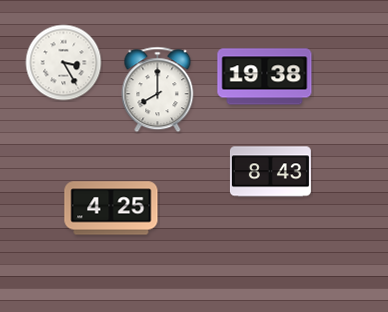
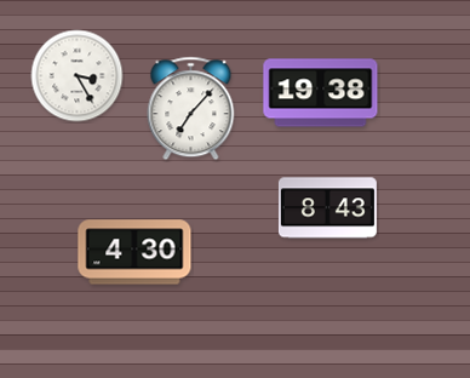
clock at (158, 90): 8:00 -> 7:07
clock at (111, 208): 4:25 -> 4:30
